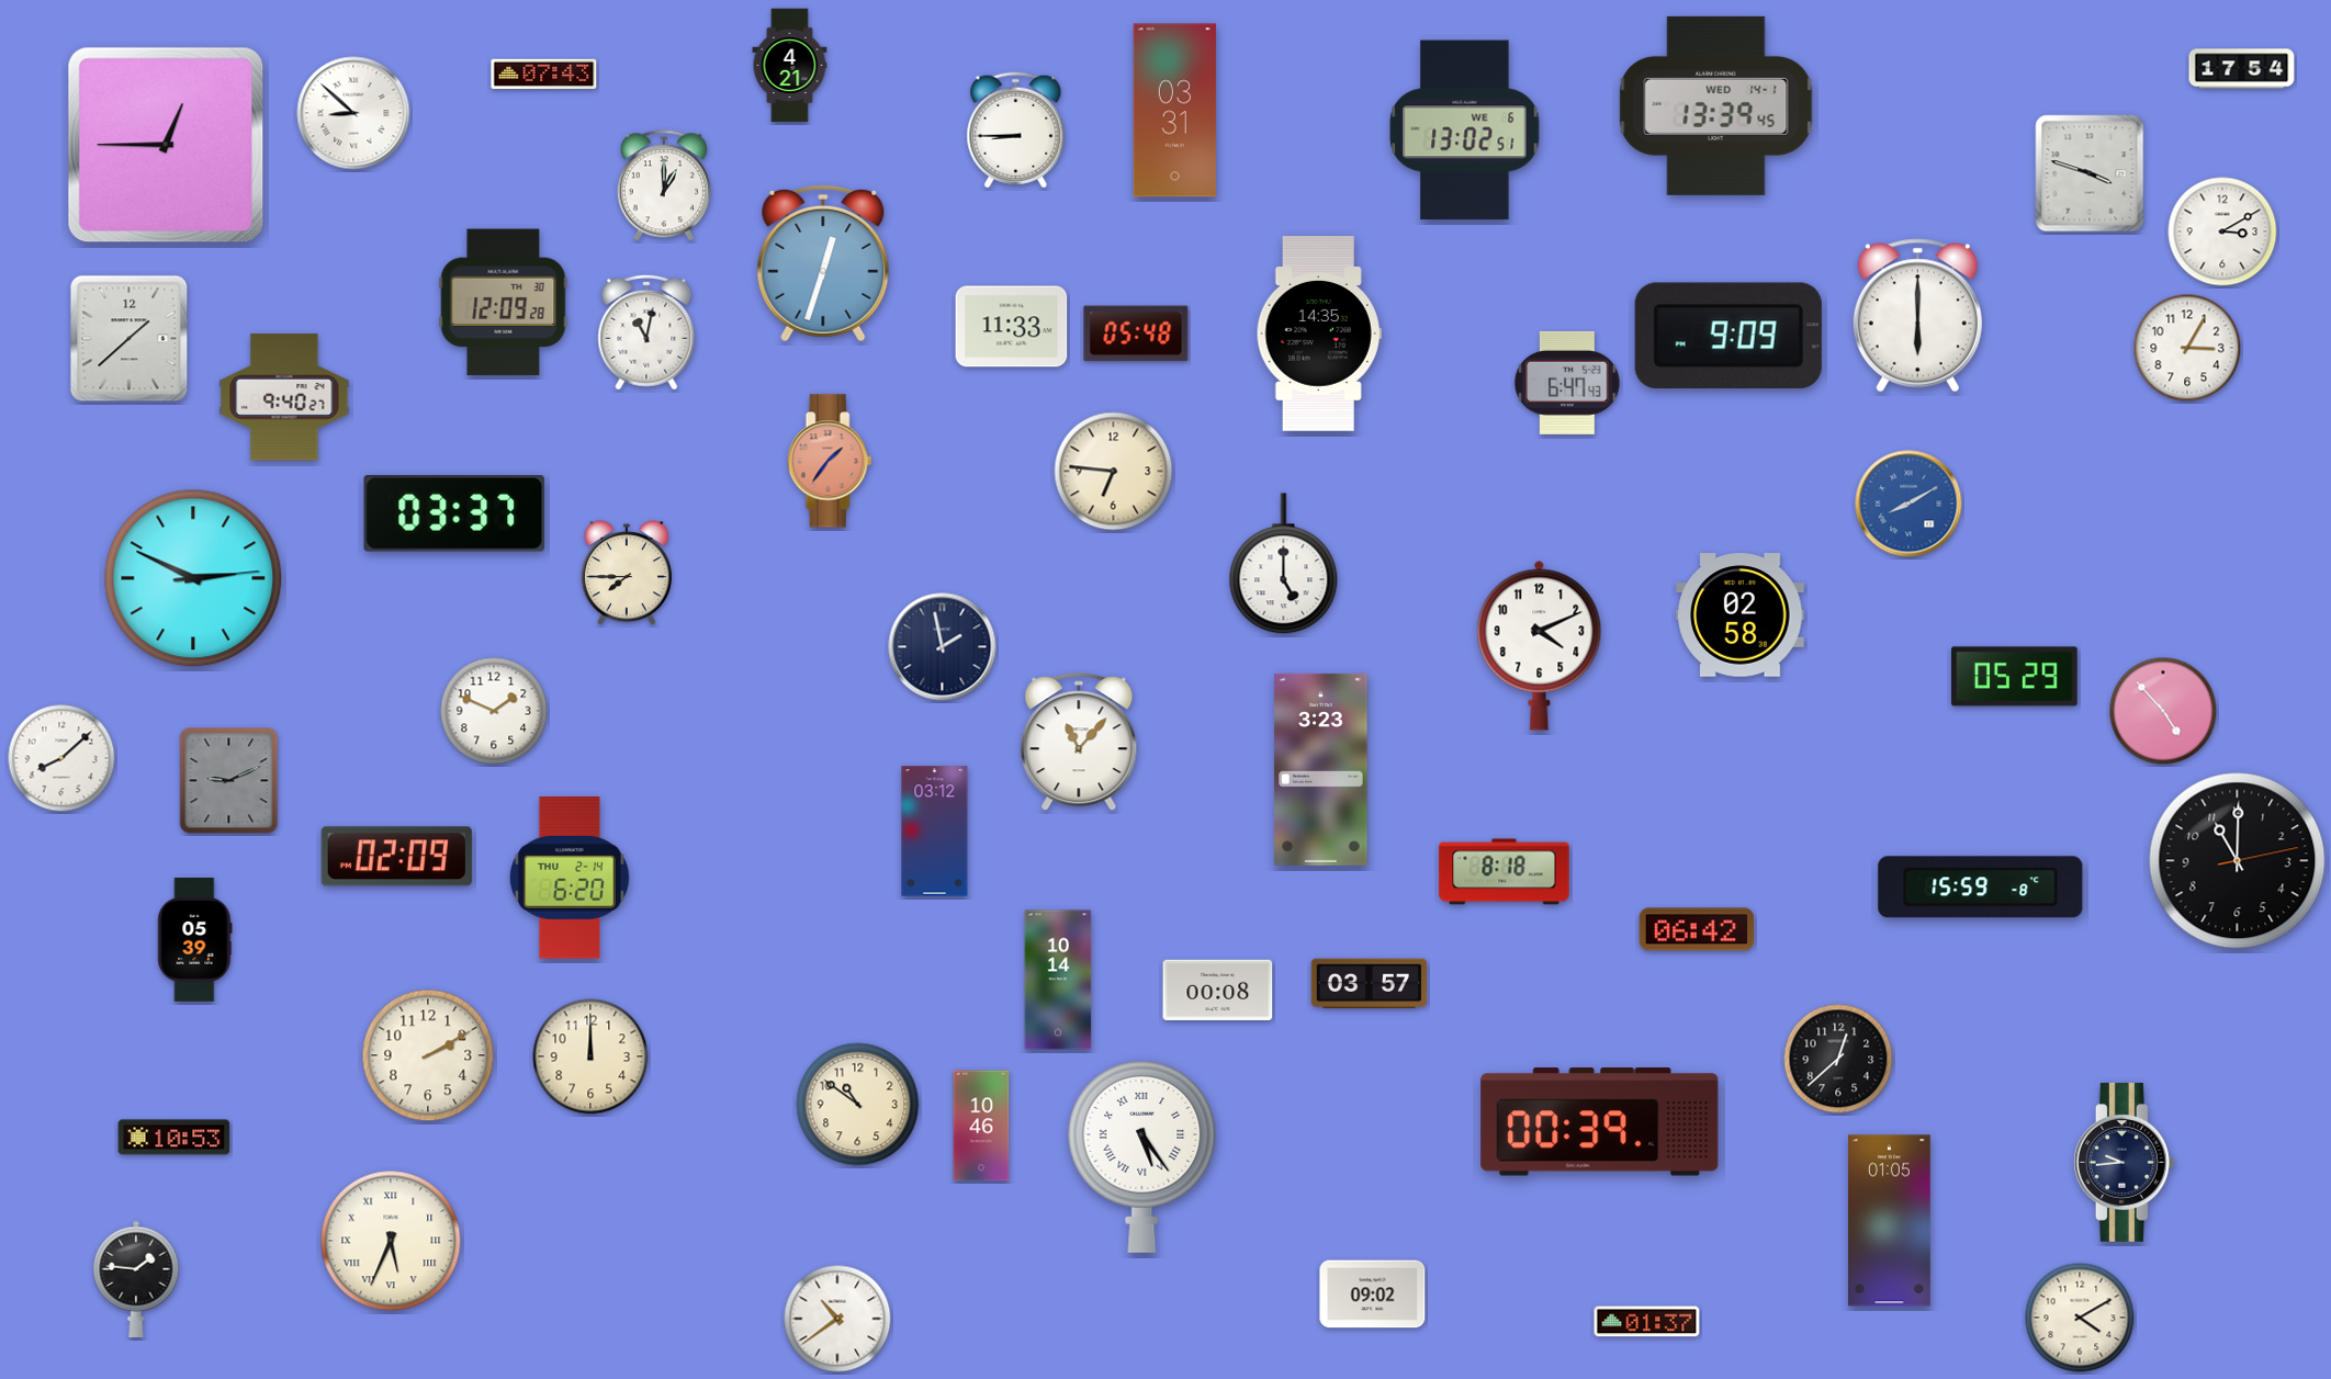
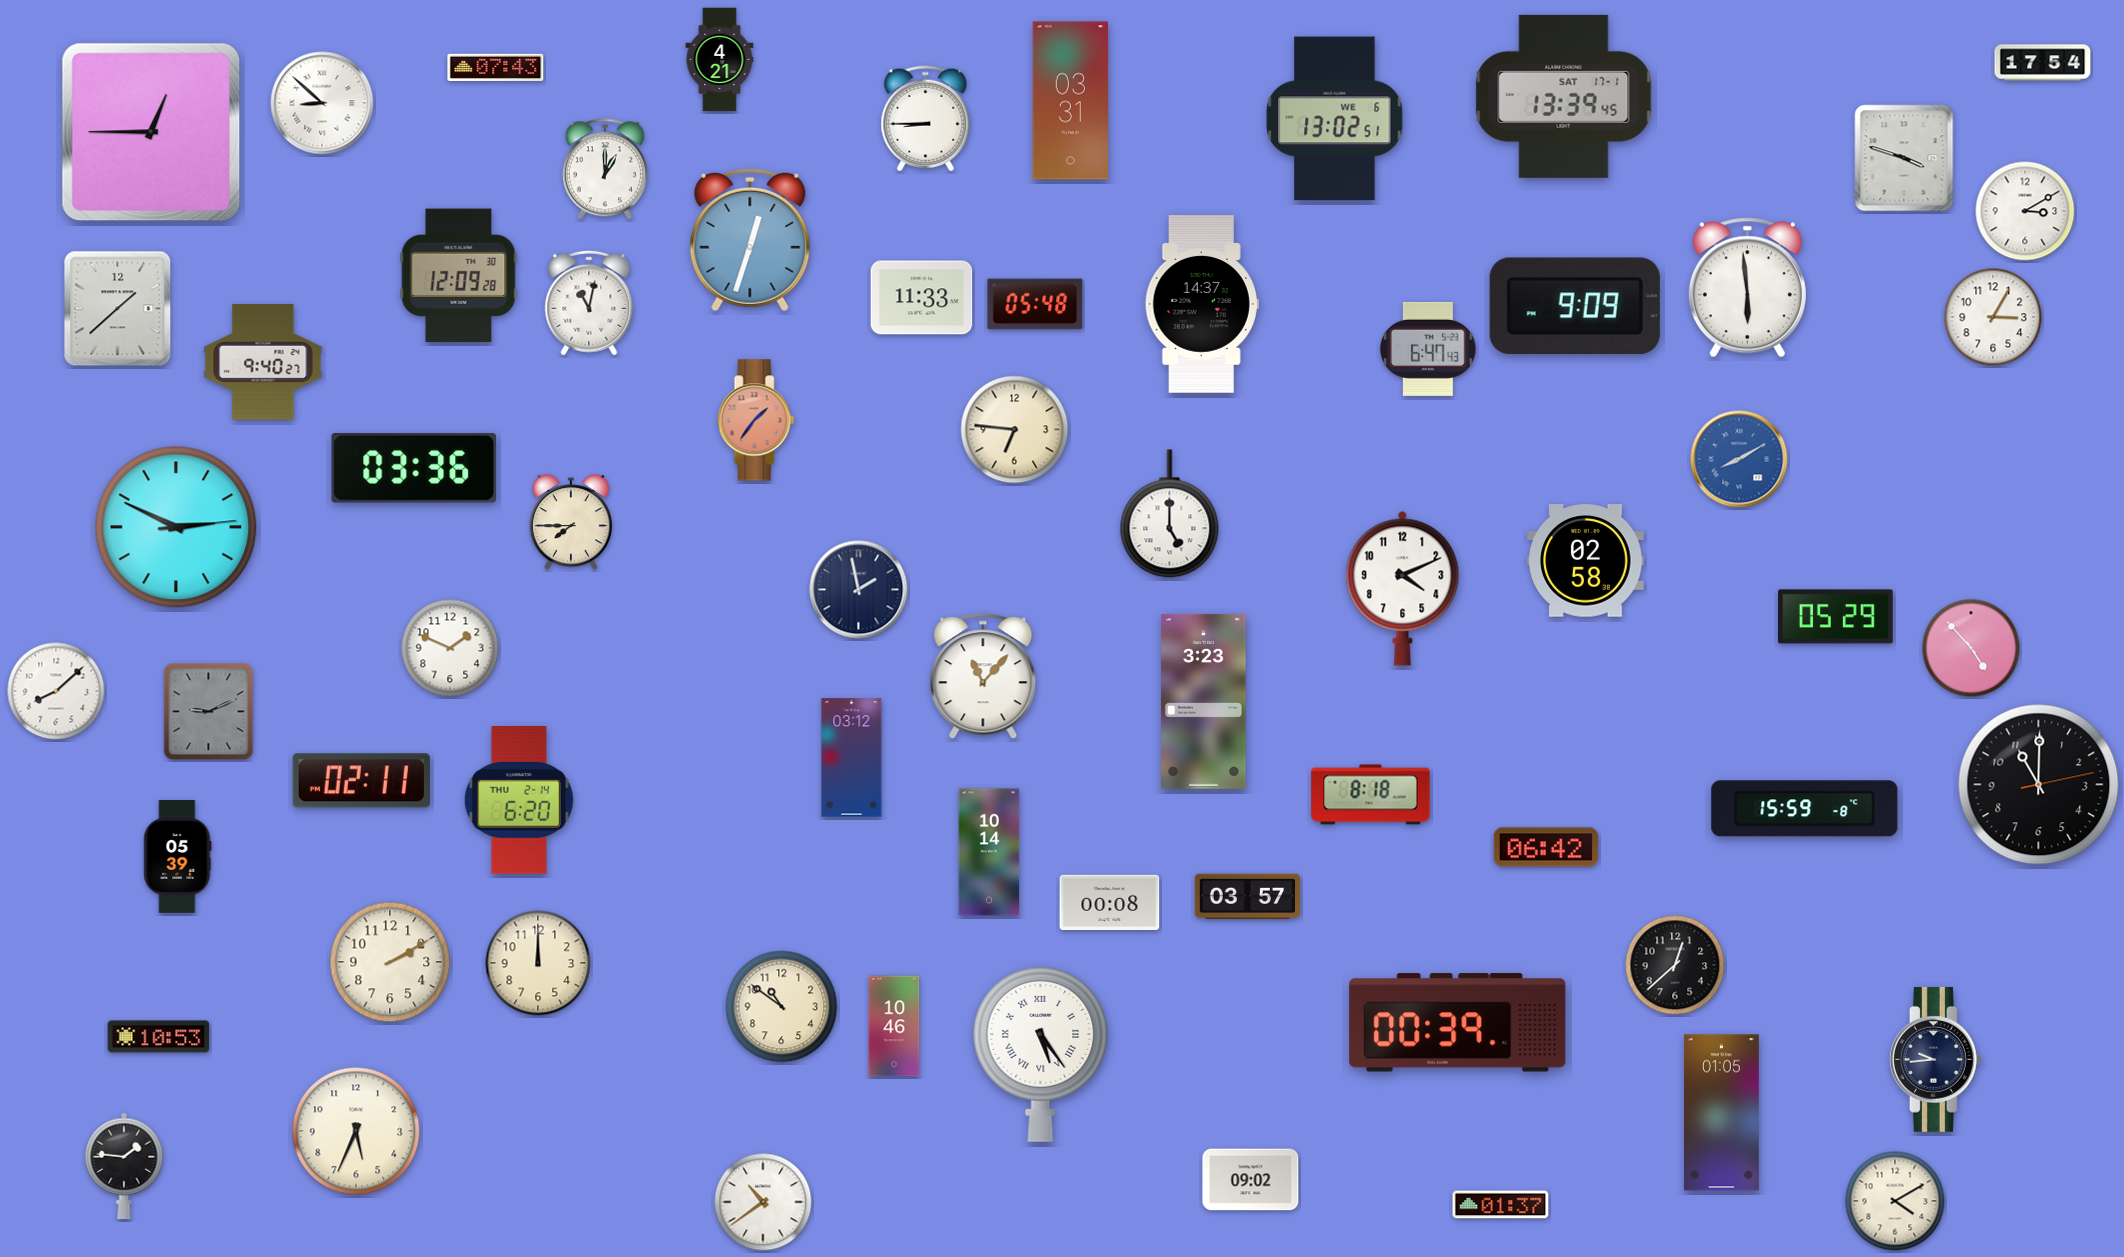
clock at (1716, 105) date: WED 14-1 -> SAT 17-1
clock at (1917, 316): 6:00 -> 5:59
clock at (1319, 334): 14:35 -> 14:37
clock at (284, 397) position: (284, 397) -> (263, 362)
clock at (454, 513): 03:37 -> 03:36
clock at (396, 857): 02:09 -> 02:11
clock at (1058, 980) position: (1058, 980) -> (989, 852)
clock at (391, 1241) numerals: Roman -> Arabic
